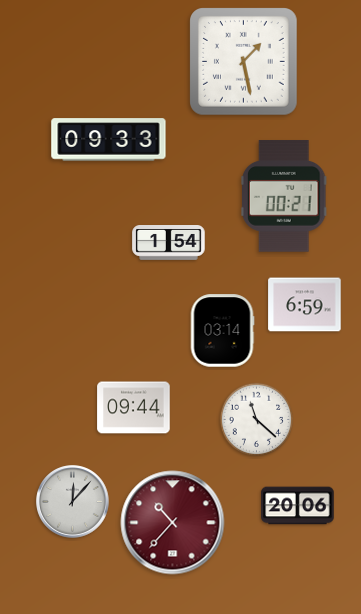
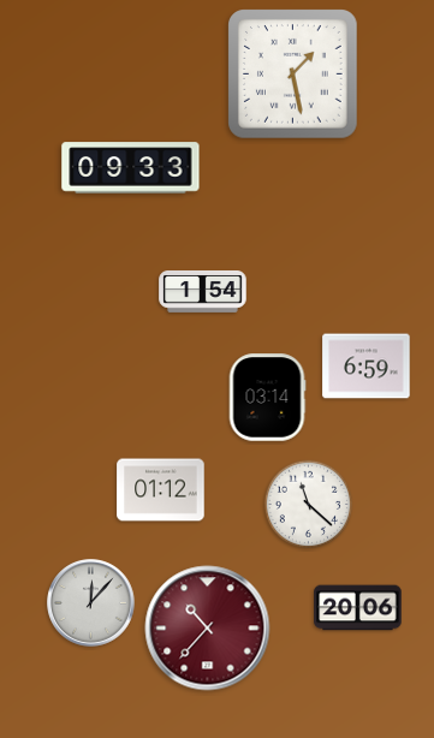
clock at (284, 196): 00:21 -> none
clock at (134, 408): 09:44 -> 01:12
clock at (73, 502) position: (73, 502) -> (91, 603)
